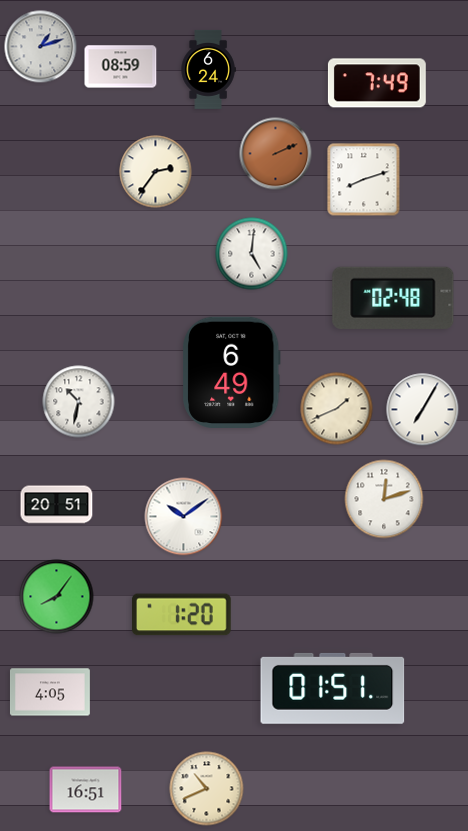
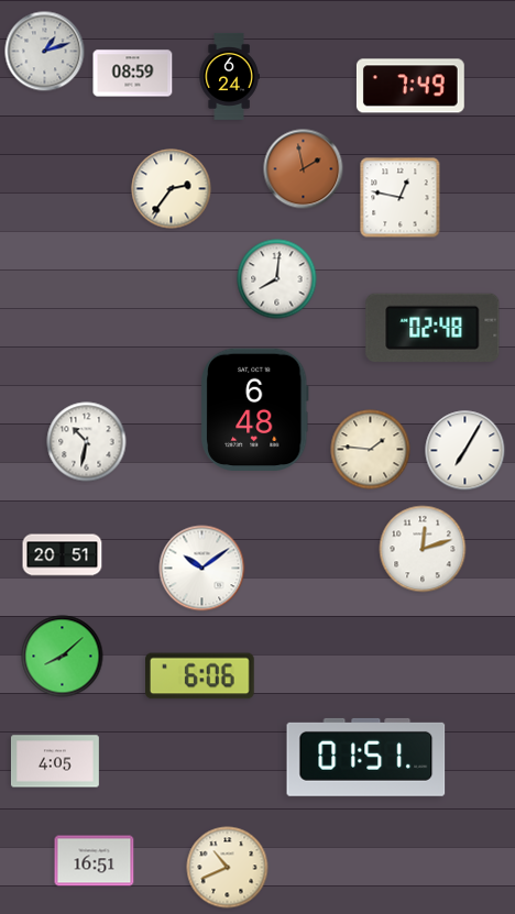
clock at (377, 83) position: (377, 83) -> (410, 86)
clock at (276, 154): 2:11 -> 1:58
clock at (364, 180): 8:12 -> 12:47
clock at (252, 254): 5:01 -> 8:01
clock at (232, 373): 6:49 -> 6:48
clock at (337, 409): 1:41 -> 1:46
clock at (57, 597): 8:06 -> 8:08
clock at (182, 615): 1:20 -> 6:06
clock at (86, 790) position: (86, 790) -> (95, 861)
